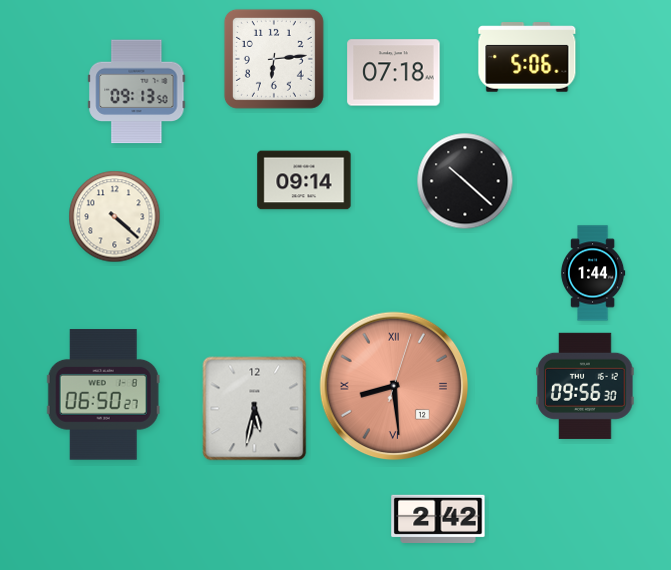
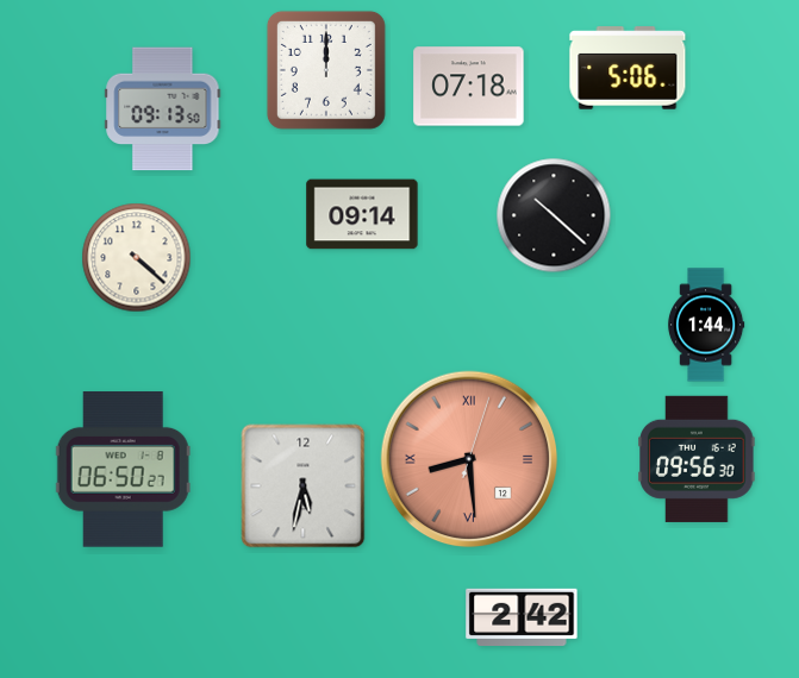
clock at (274, 59): 6:14 -> 12:00
